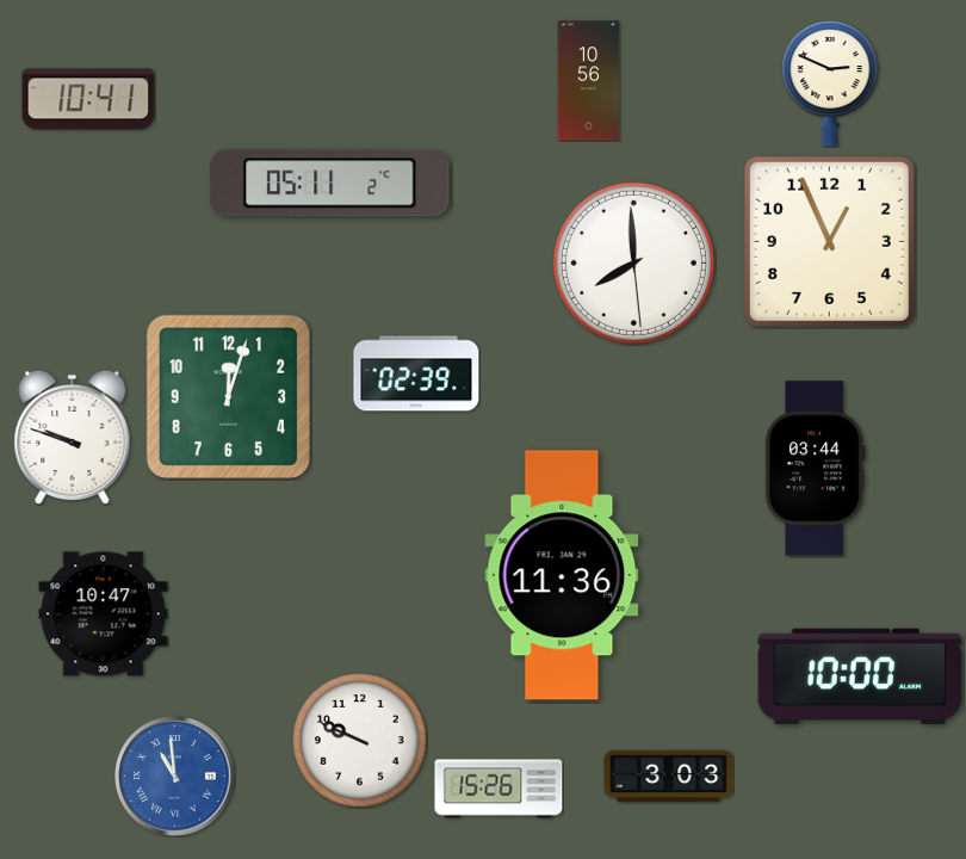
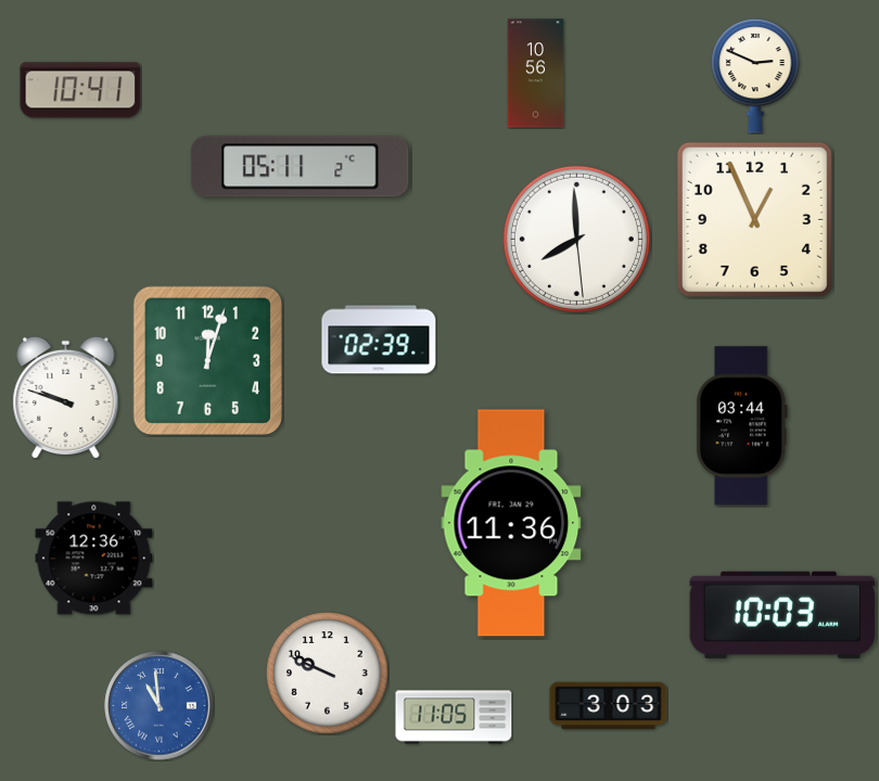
clock at (104, 614): 10:47 -> 12:36
clock at (860, 676): 10:00 -> 10:03
clock at (499, 789): 15:26 -> 11:05
